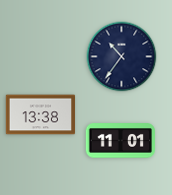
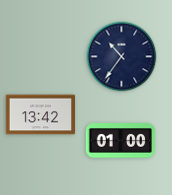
clock at (41, 115): 13:38 -> 13:42
clock at (121, 141): 11:01 -> 01:00
